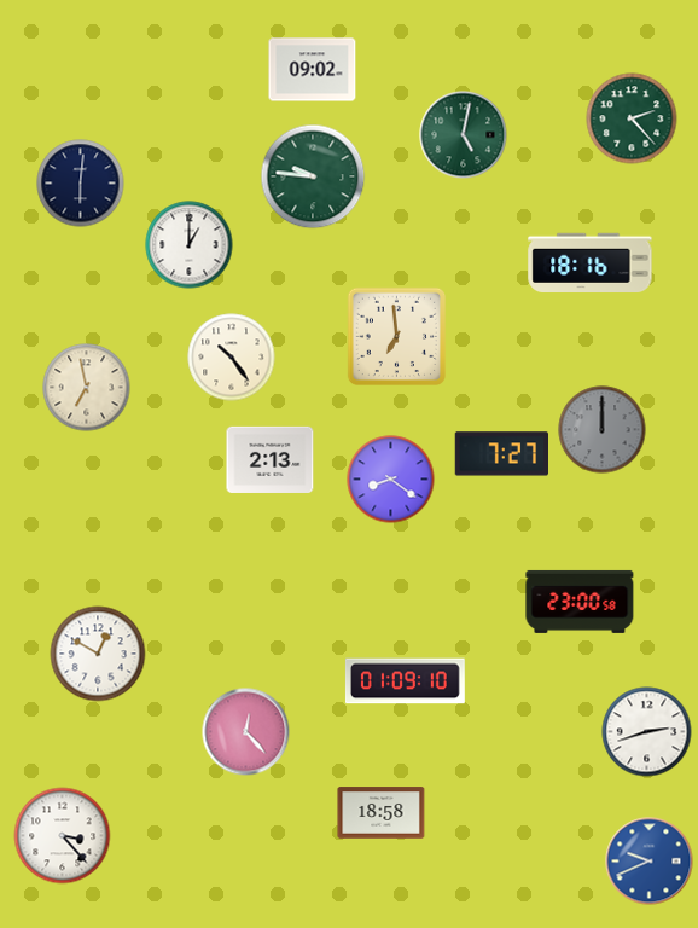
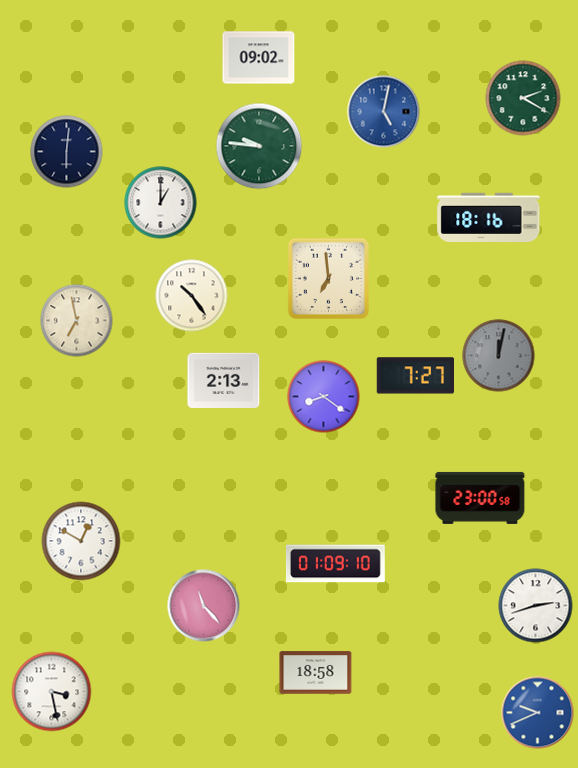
clock at (632, 118): 2:23 -> 2:20
clock at (464, 135) dial: green -> blue
clock at (190, 245) position: (190, 245) -> (161, 203)
clock at (87, 388) position: (87, 388) -> (77, 321)
clock at (603, 430): 12:00 -> 12:02
clock at (246, 732): 12:23 -> 11:23
clock at (63, 836): 3:23 -> 3:28
